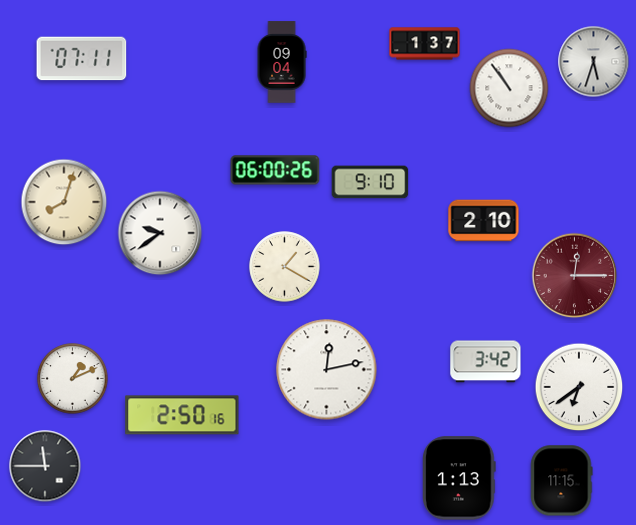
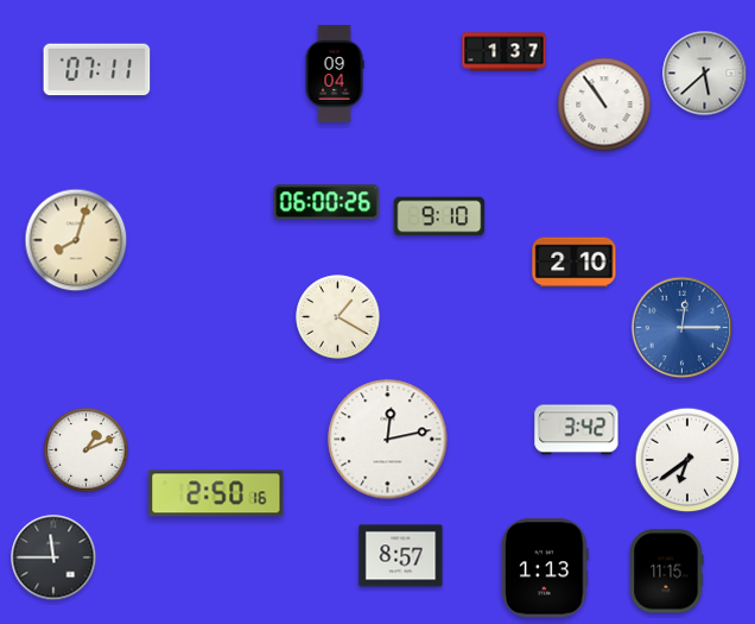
clock at (594, 62): 5:33 -> 5:38
clock at (160, 233): 9:39 -> none
clock at (575, 276) dial: burgundy -> blue
clock at (45, 466) position: (45, 466) -> (53, 557)
clock at (401, 556): none -> 8:57
